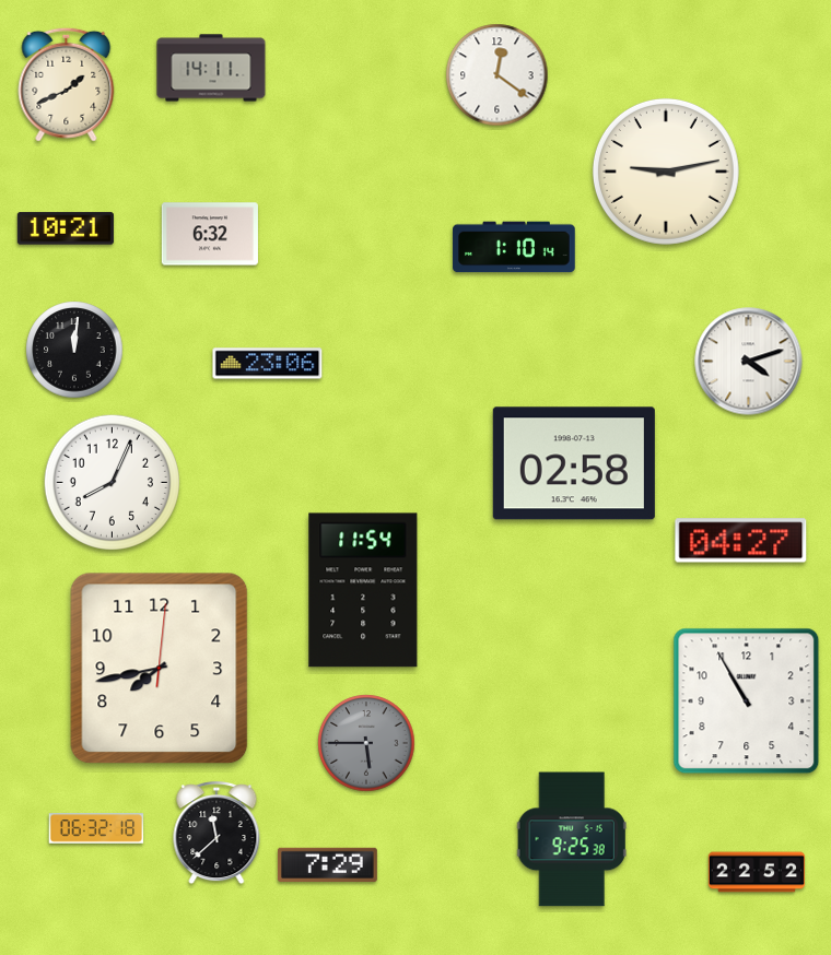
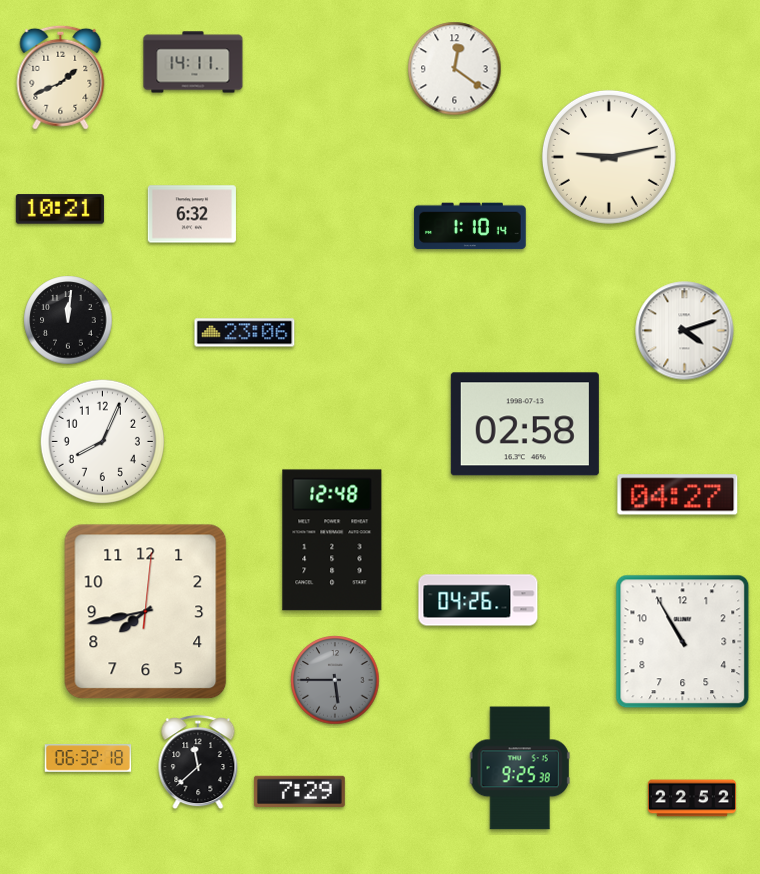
clock at (363, 590): 11:54 -> 12:48
clock at (478, 600): none -> 04:26
clock at (572, 839) position: (572, 839) -> (520, 768)
